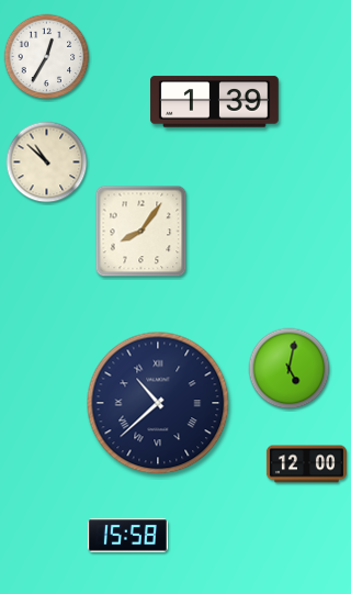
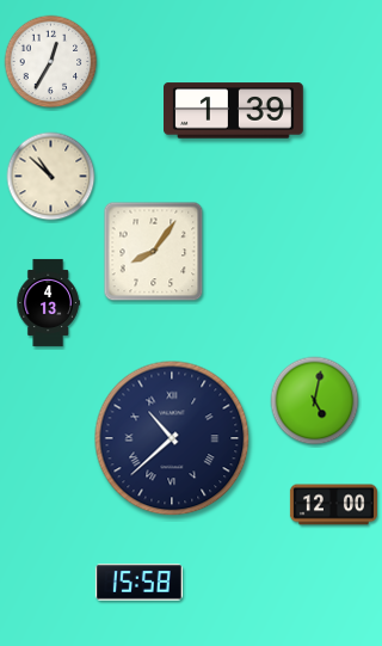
clock at (48, 302): none -> 4:13
